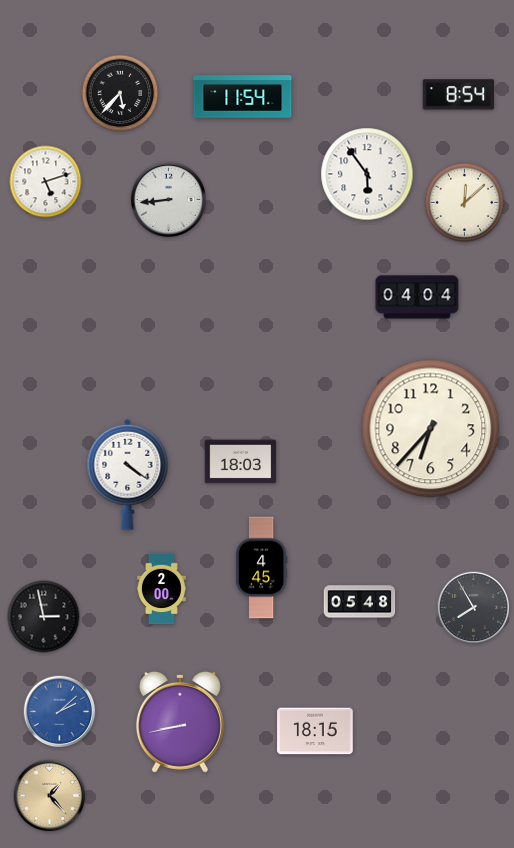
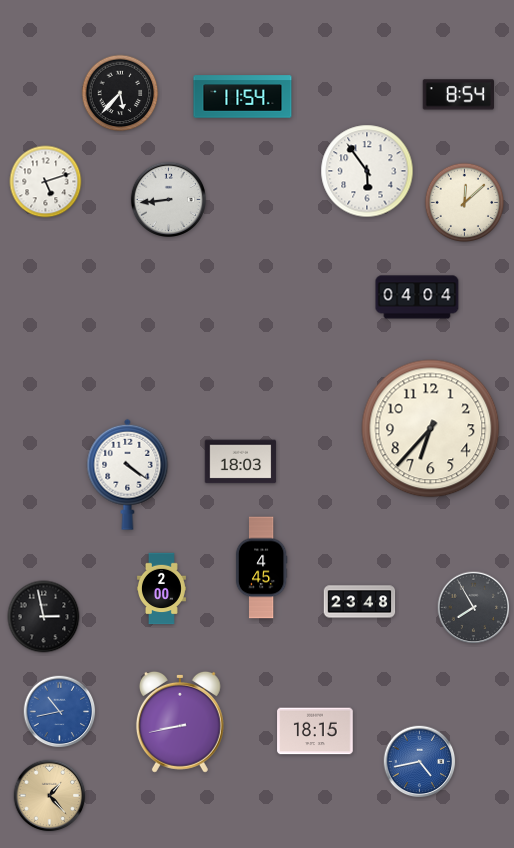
clock at (367, 174) position: (367, 174) -> (367, 171)
clock at (360, 602): 05:48 -> 23:48
clock at (60, 712): 2:08 -> 10:43
clock at (420, 762): none -> 4:43
